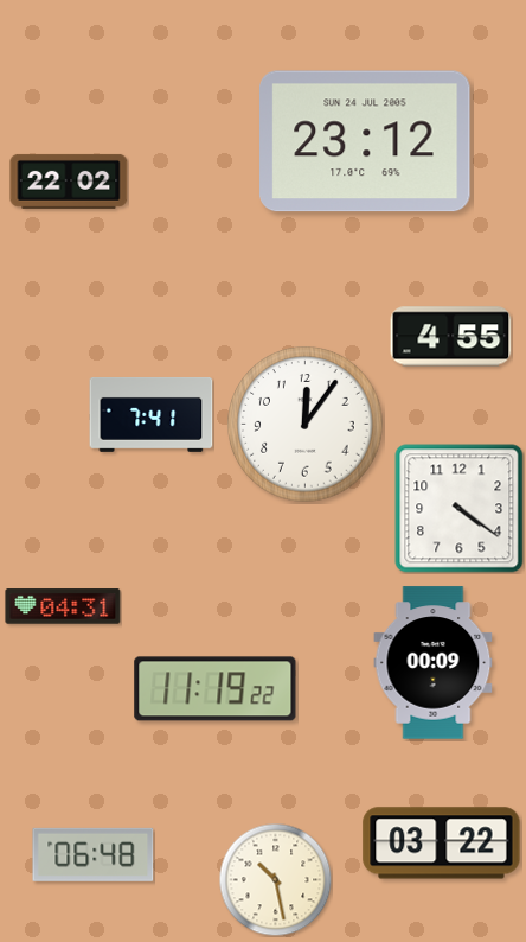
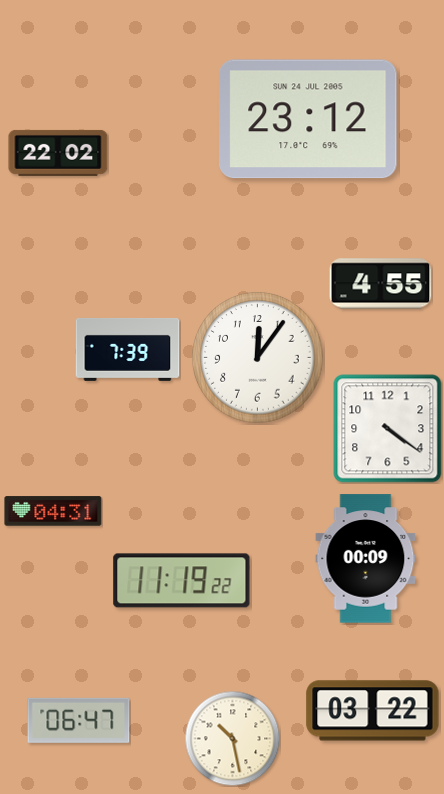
clock at (152, 414): 7:41 -> 7:39
clock at (94, 854): 06:48 -> 06:47
clock at (275, 879) position: (275, 879) -> (232, 738)
